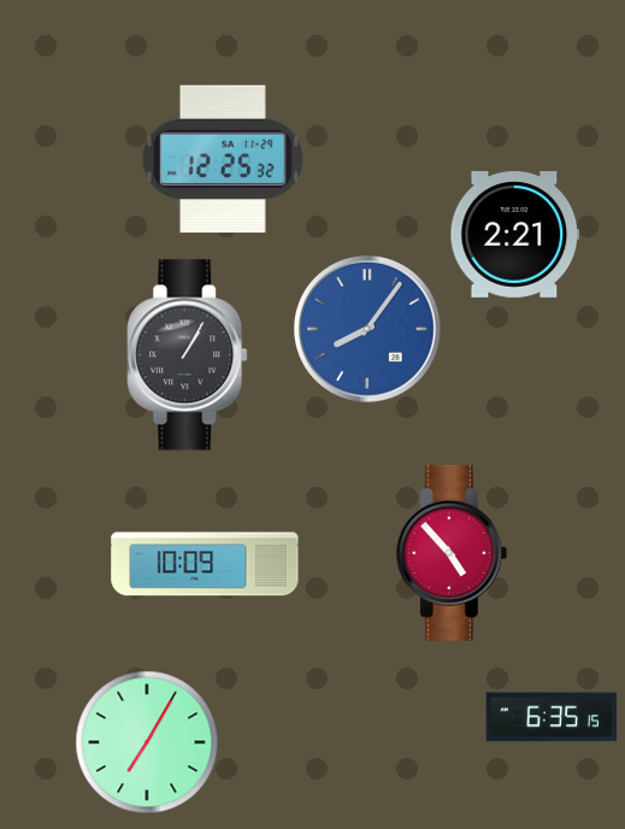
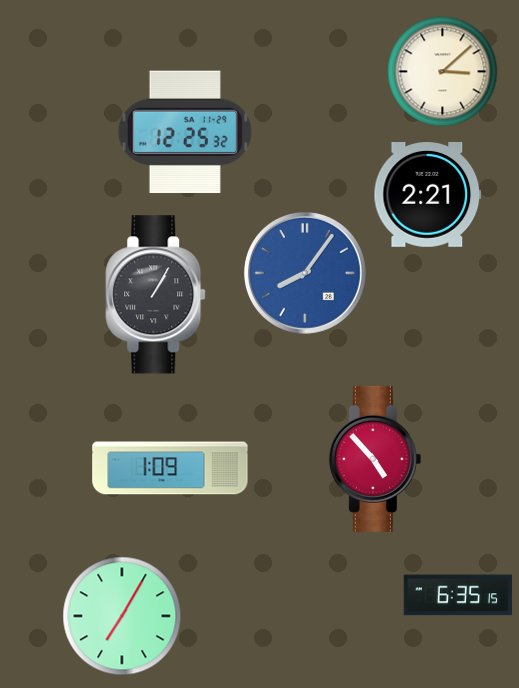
clock at (443, 72): none -> 3:08
clock at (205, 564): 10:09 -> 1:09
